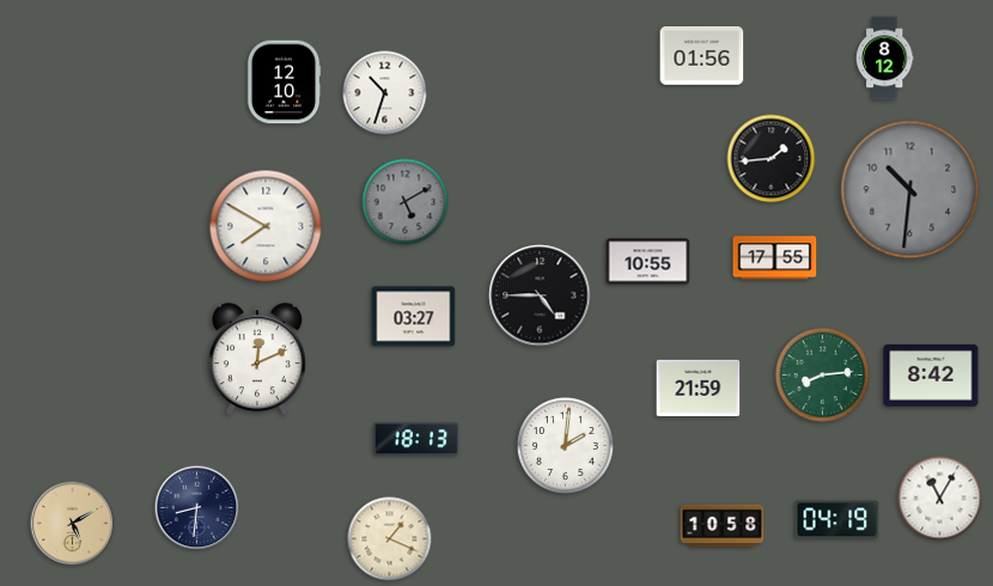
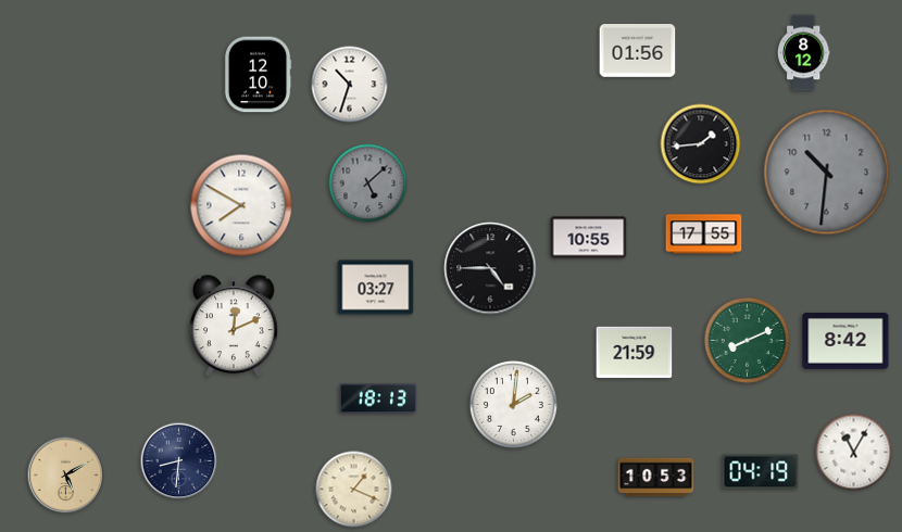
clock at (406, 202): 5:10 -> 5:08
clock at (822, 374): 8:14 -> 8:11
clock at (723, 526): 10:58 -> 10:53
